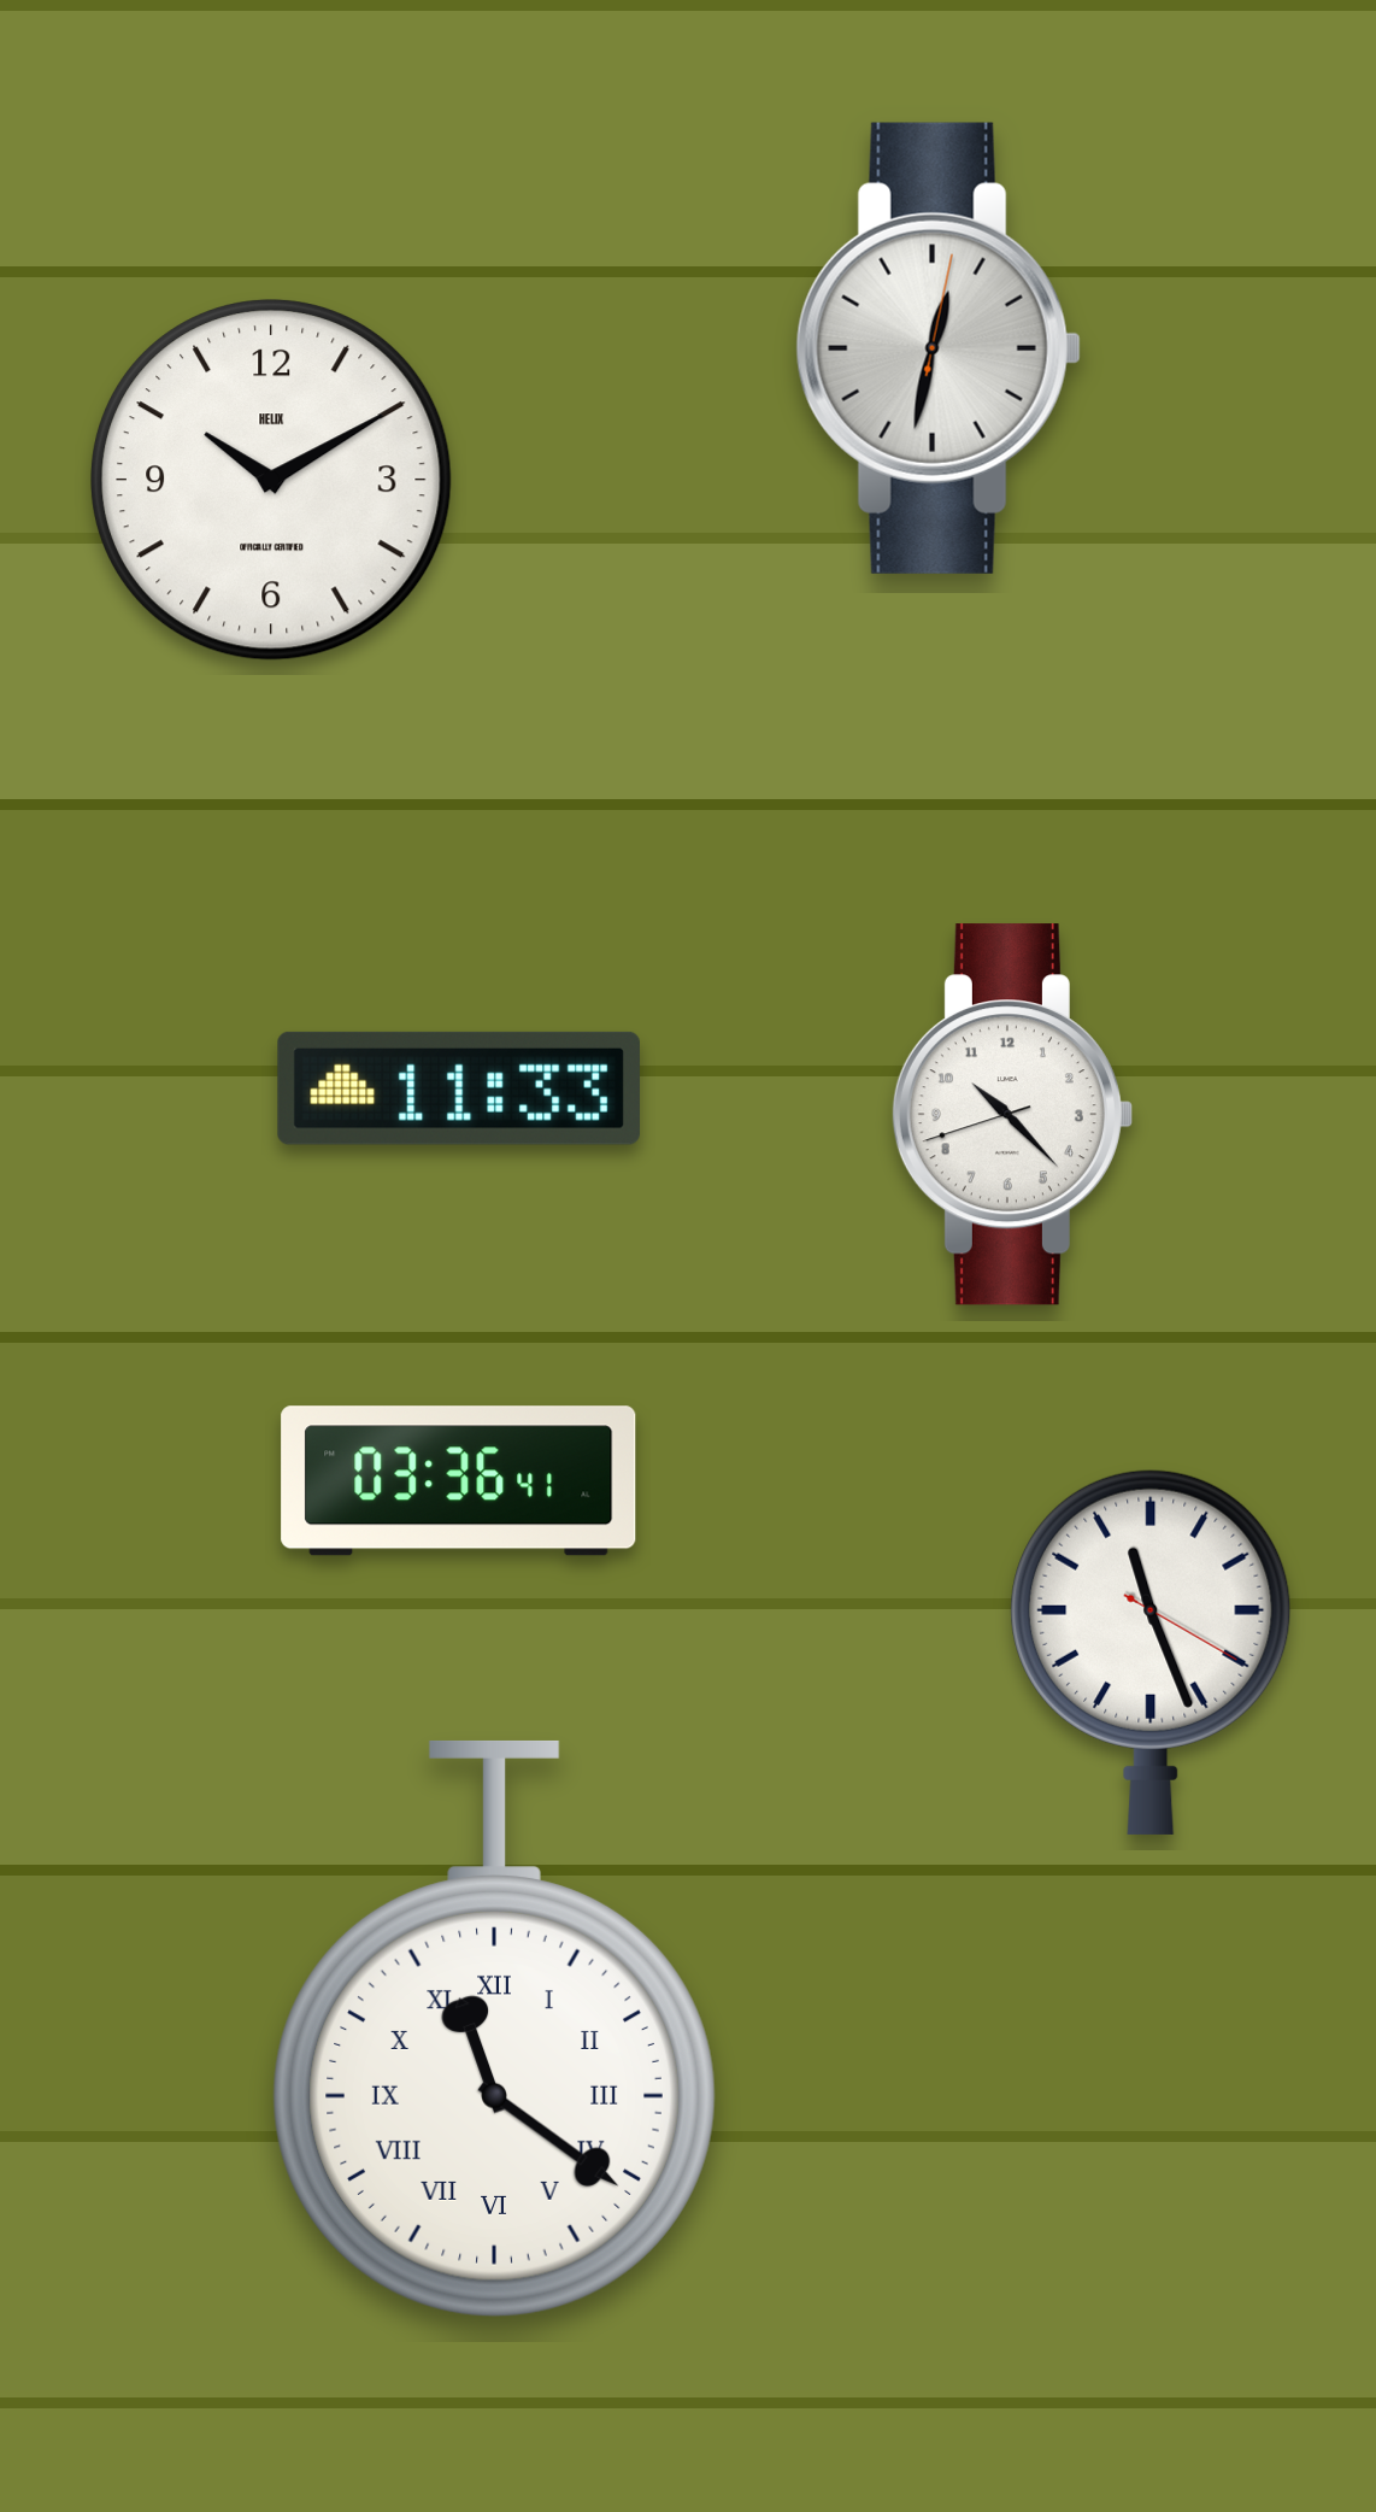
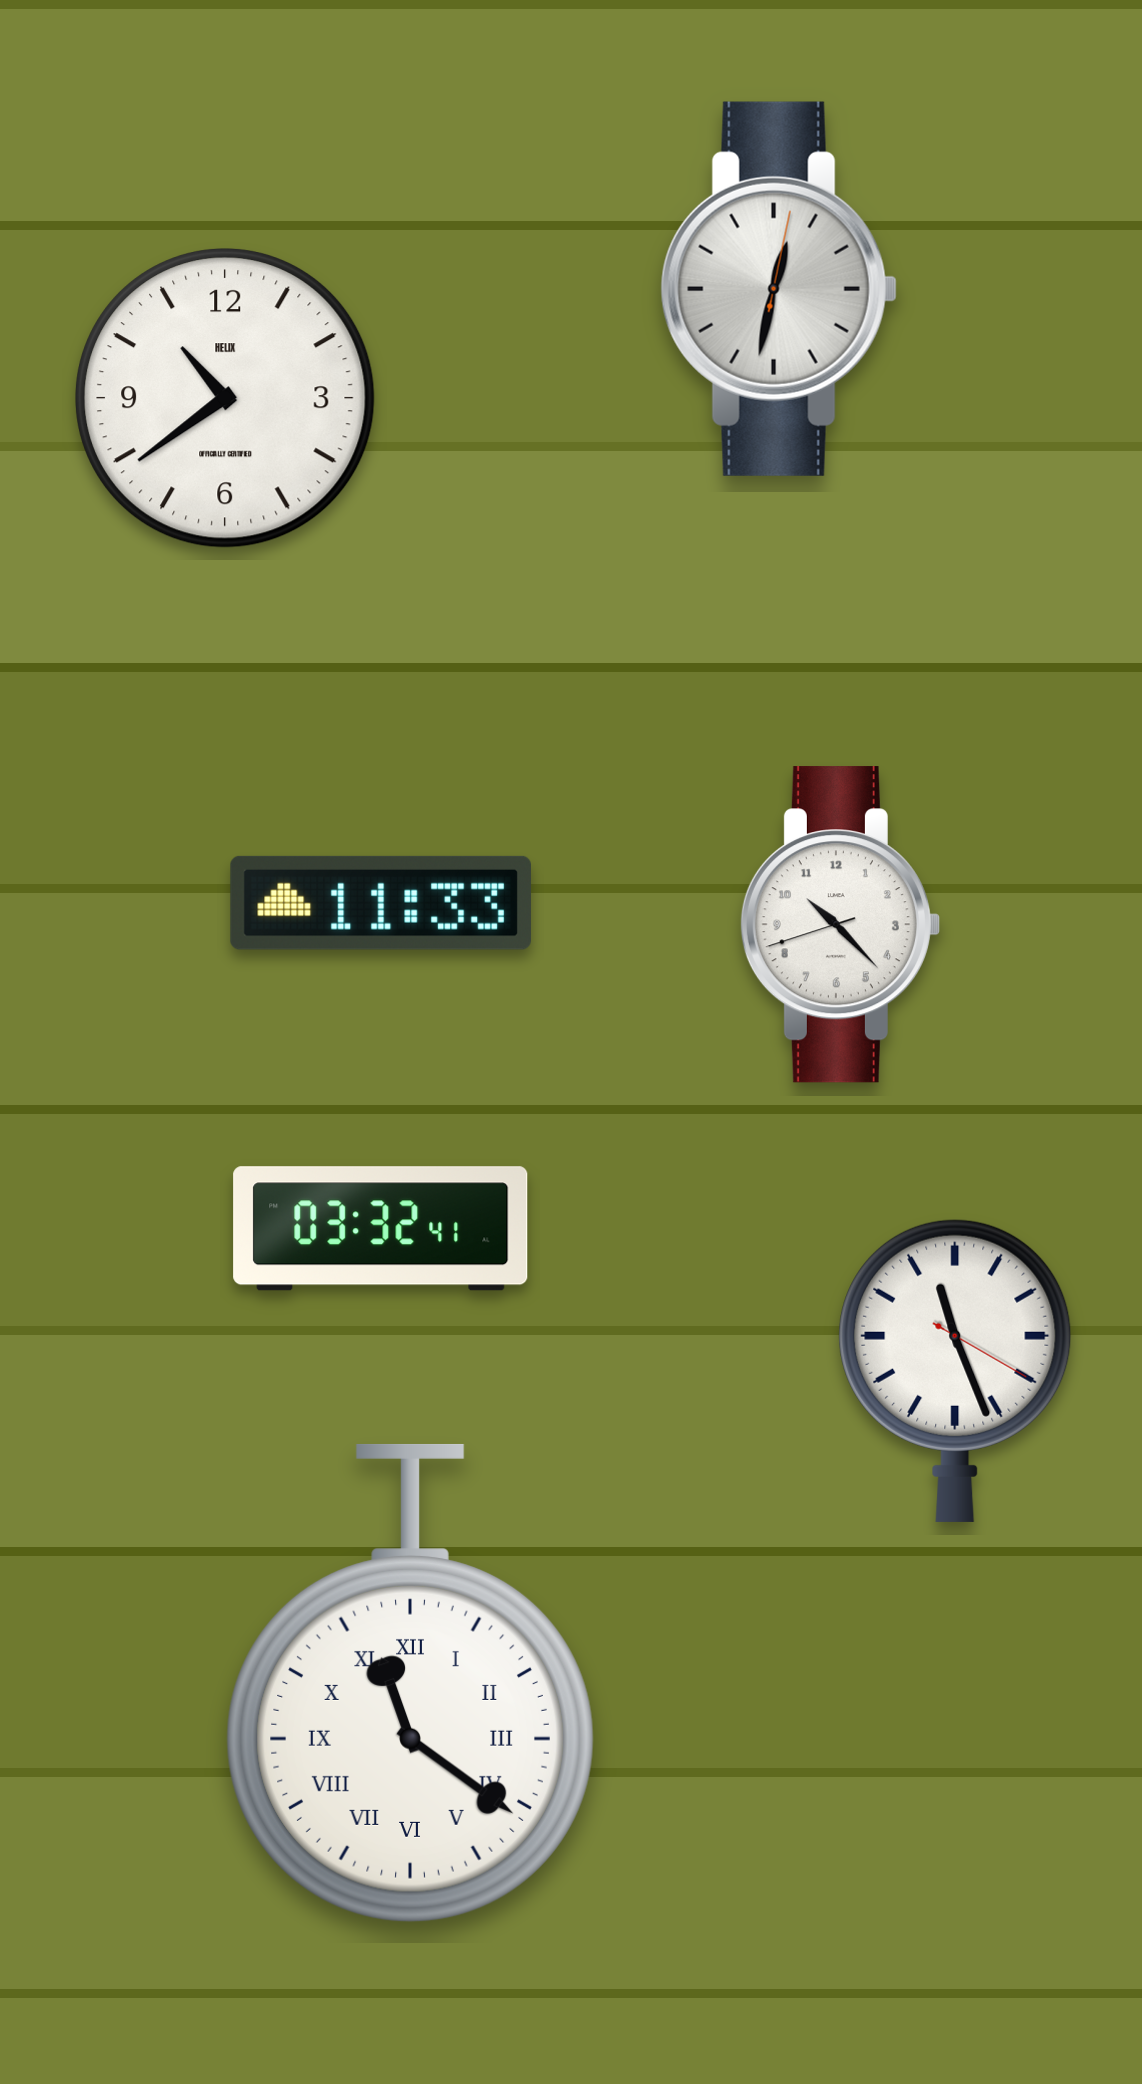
clock at (272, 481): 10:10 -> 10:39
clock at (459, 1481): 03:36 -> 03:32
